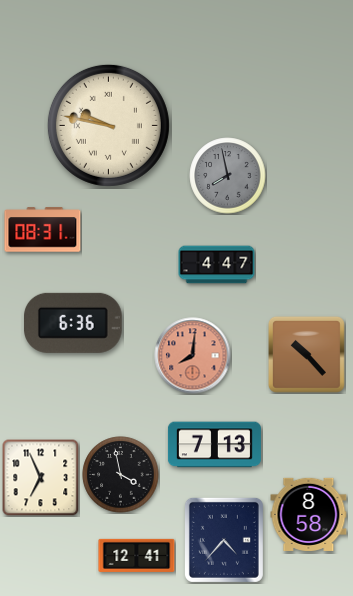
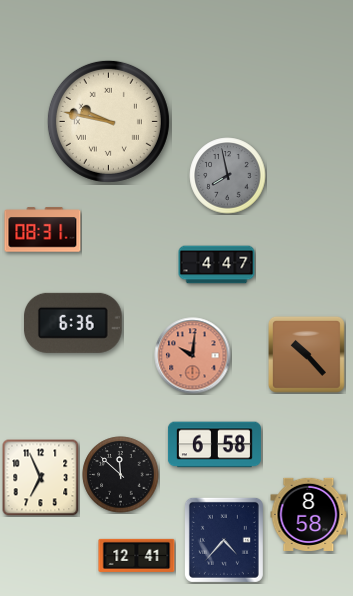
clock at (108, 125) position: (108, 125) -> (108, 121)
clock at (193, 356): 8:01 -> 10:01
clock at (214, 445): 7:13 -> 6:58
clock at (121, 475): 3:58 -> 11:52
